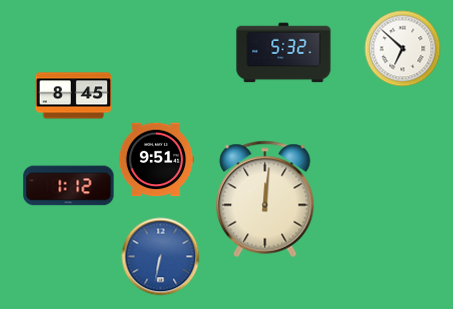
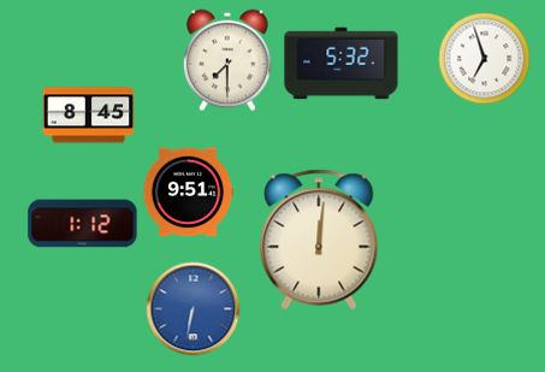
clock at (403, 49): 6:52 -> 6:57
clock at (229, 60): none -> 7:30
